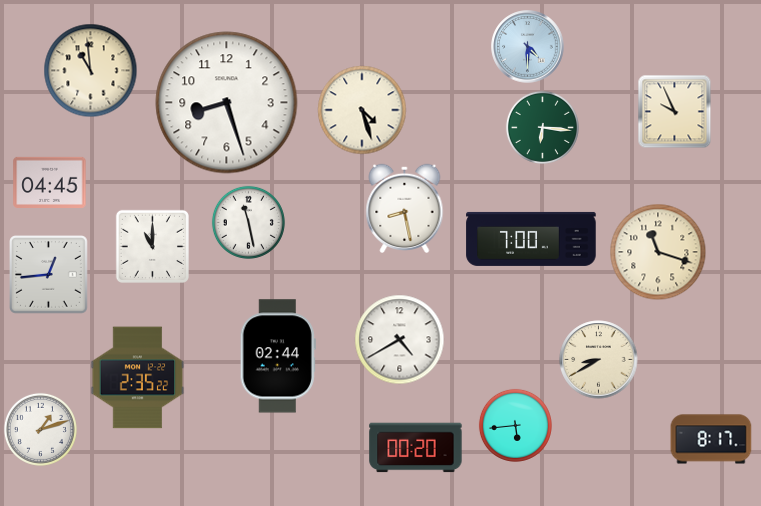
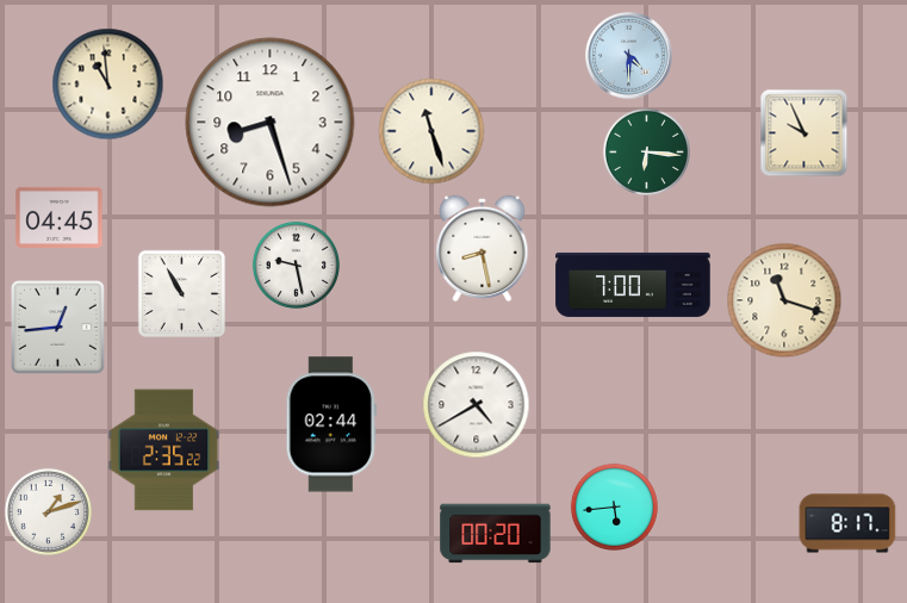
clock at (362, 110): 4:27 -> 11:27
clock at (248, 222): 11:28 -> 9:28
clock at (152, 246): 11:00 -> 10:55
clock at (599, 360): 8:40 -> none
